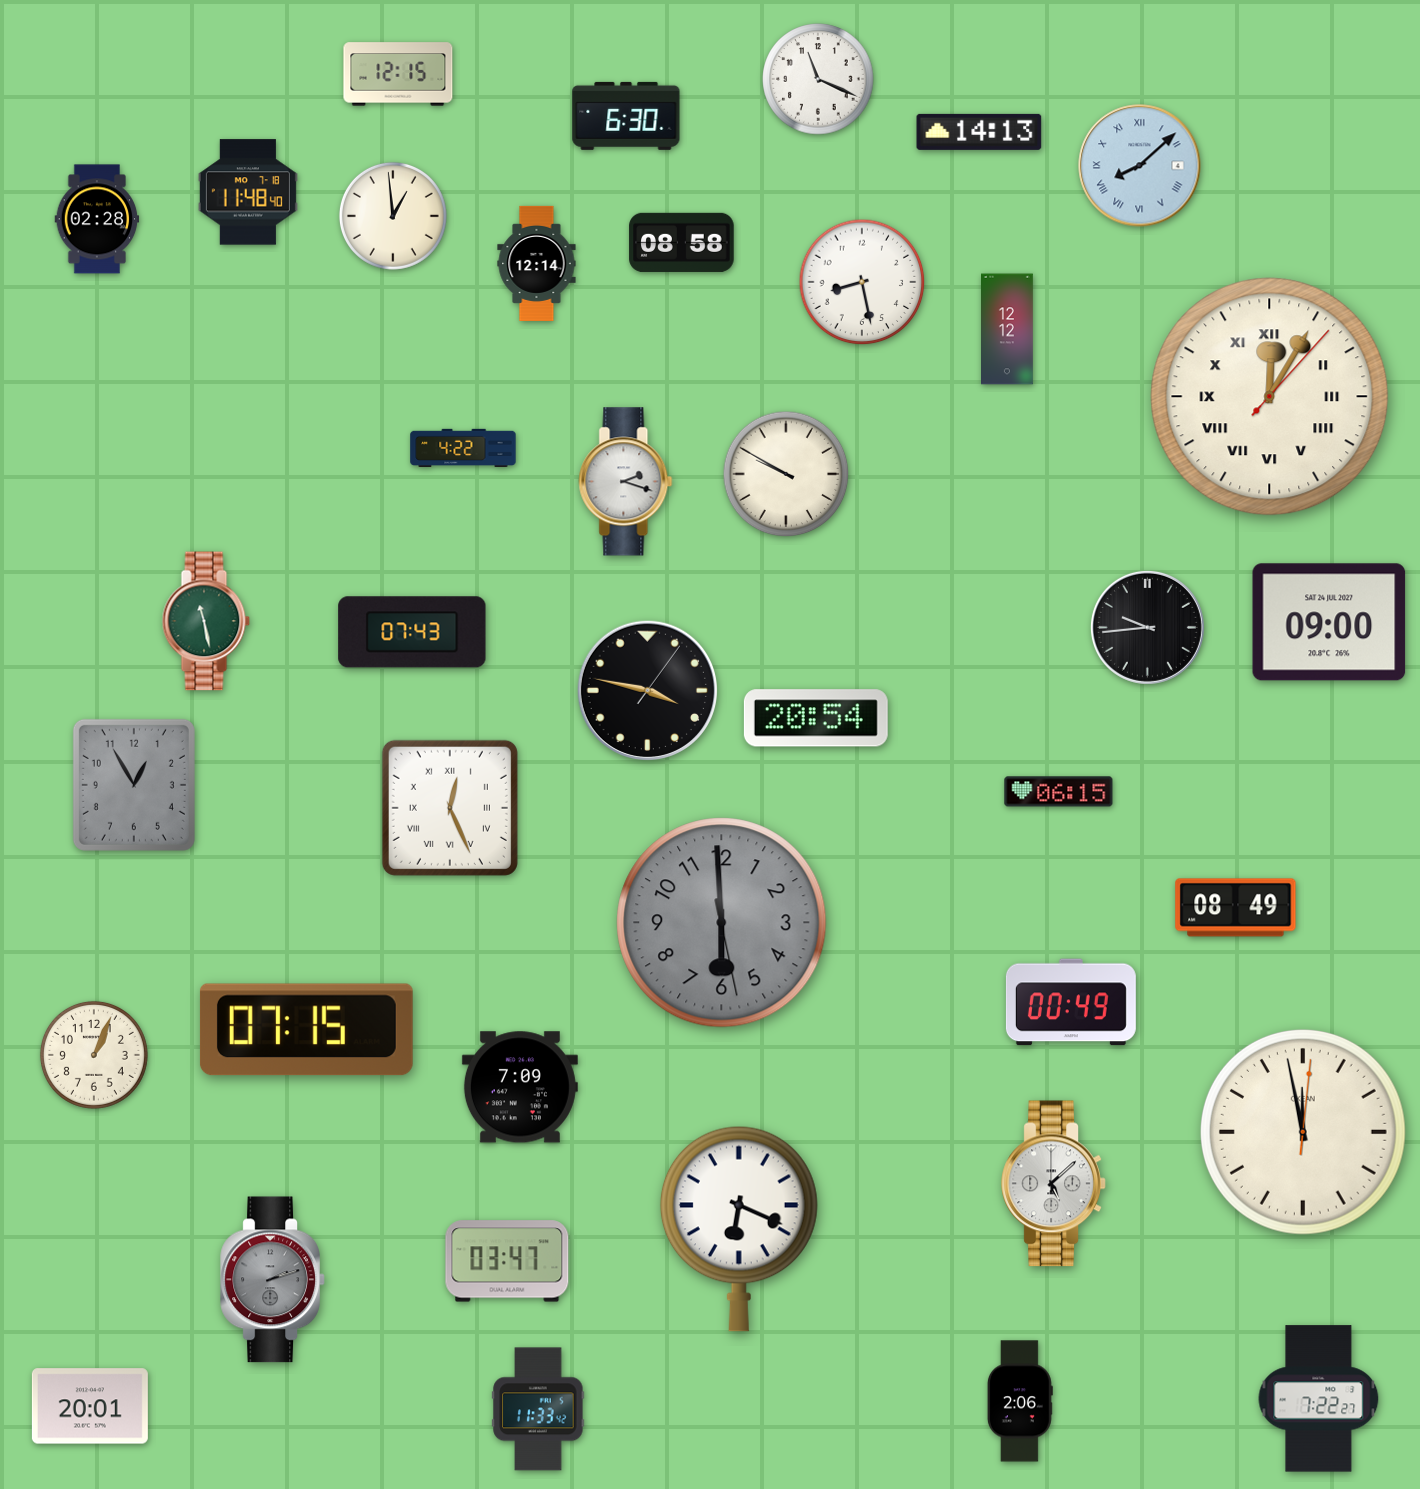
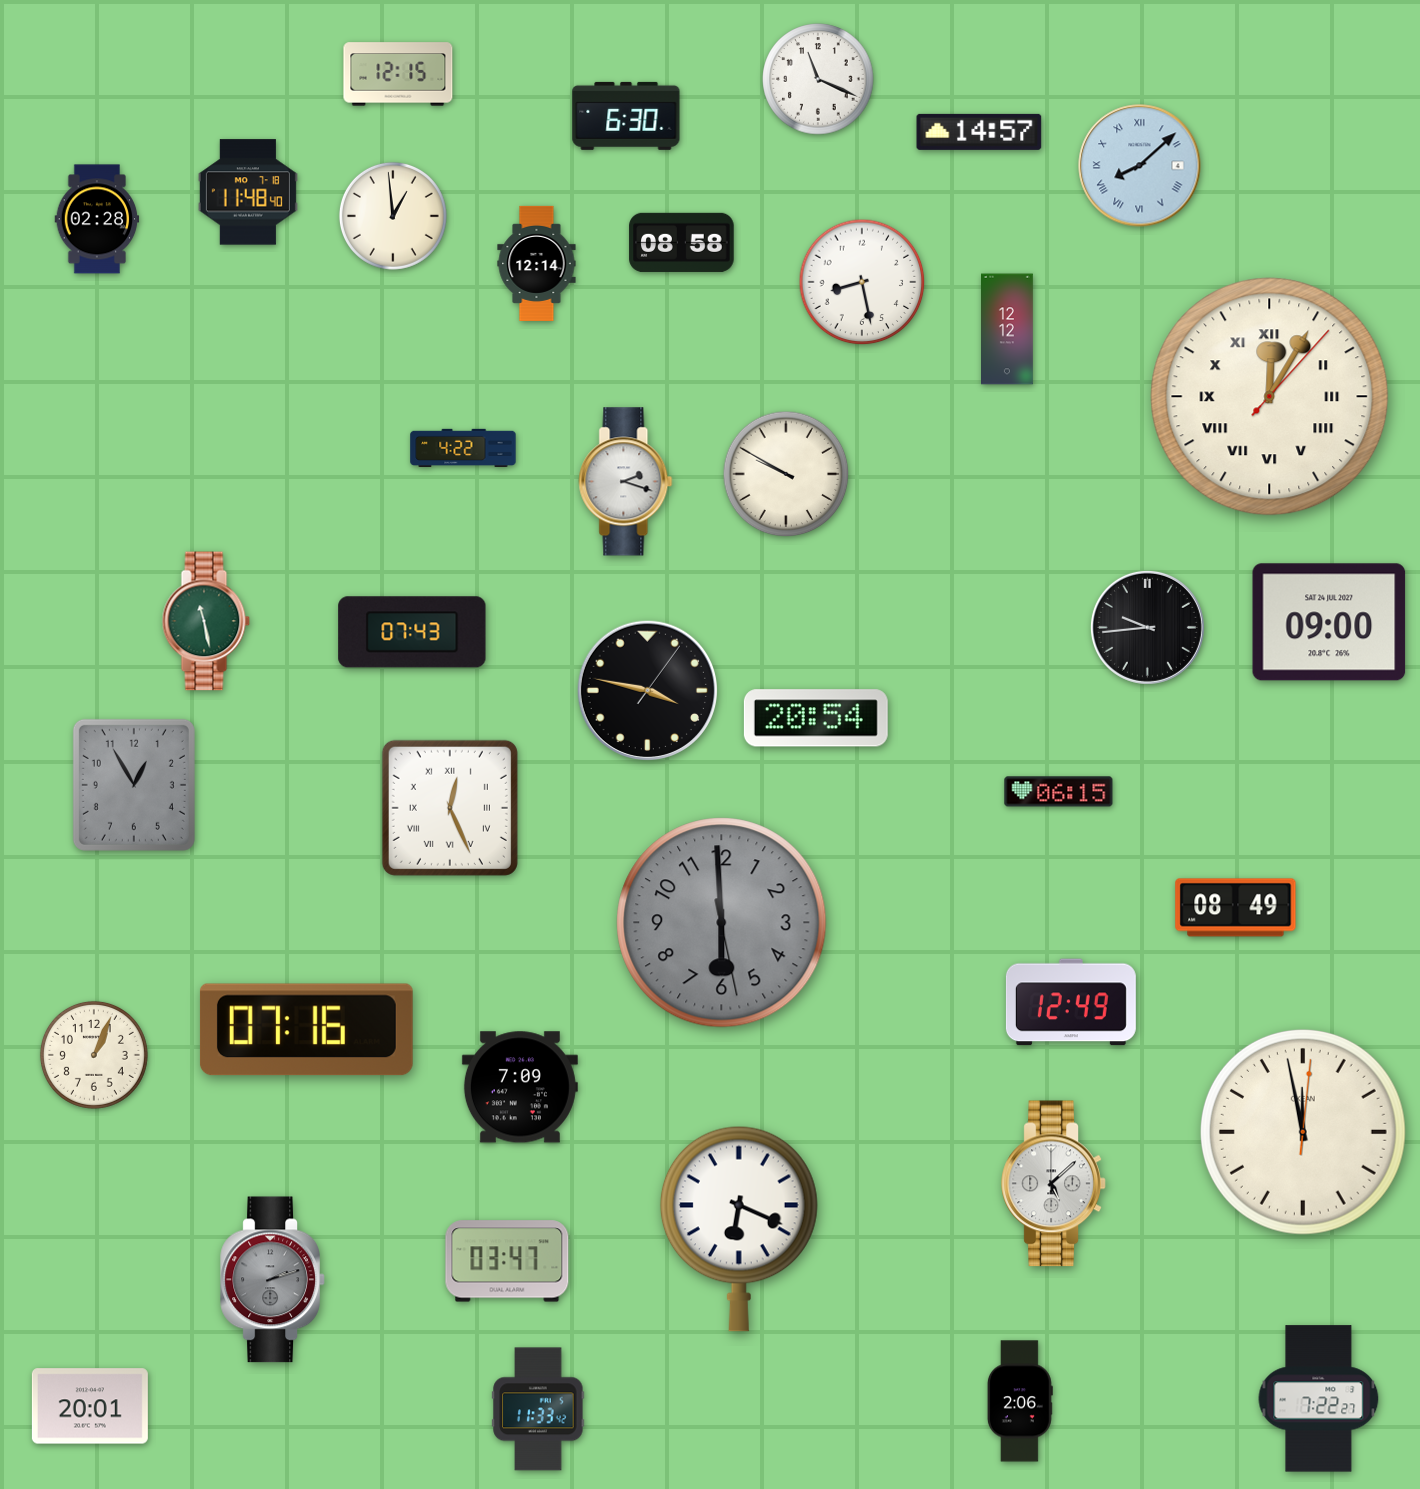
clock at (979, 132): 14:13 -> 14:57
clock at (1071, 1002): 00:49 -> 12:49
clock at (306, 1030): 07:15 -> 07:16
